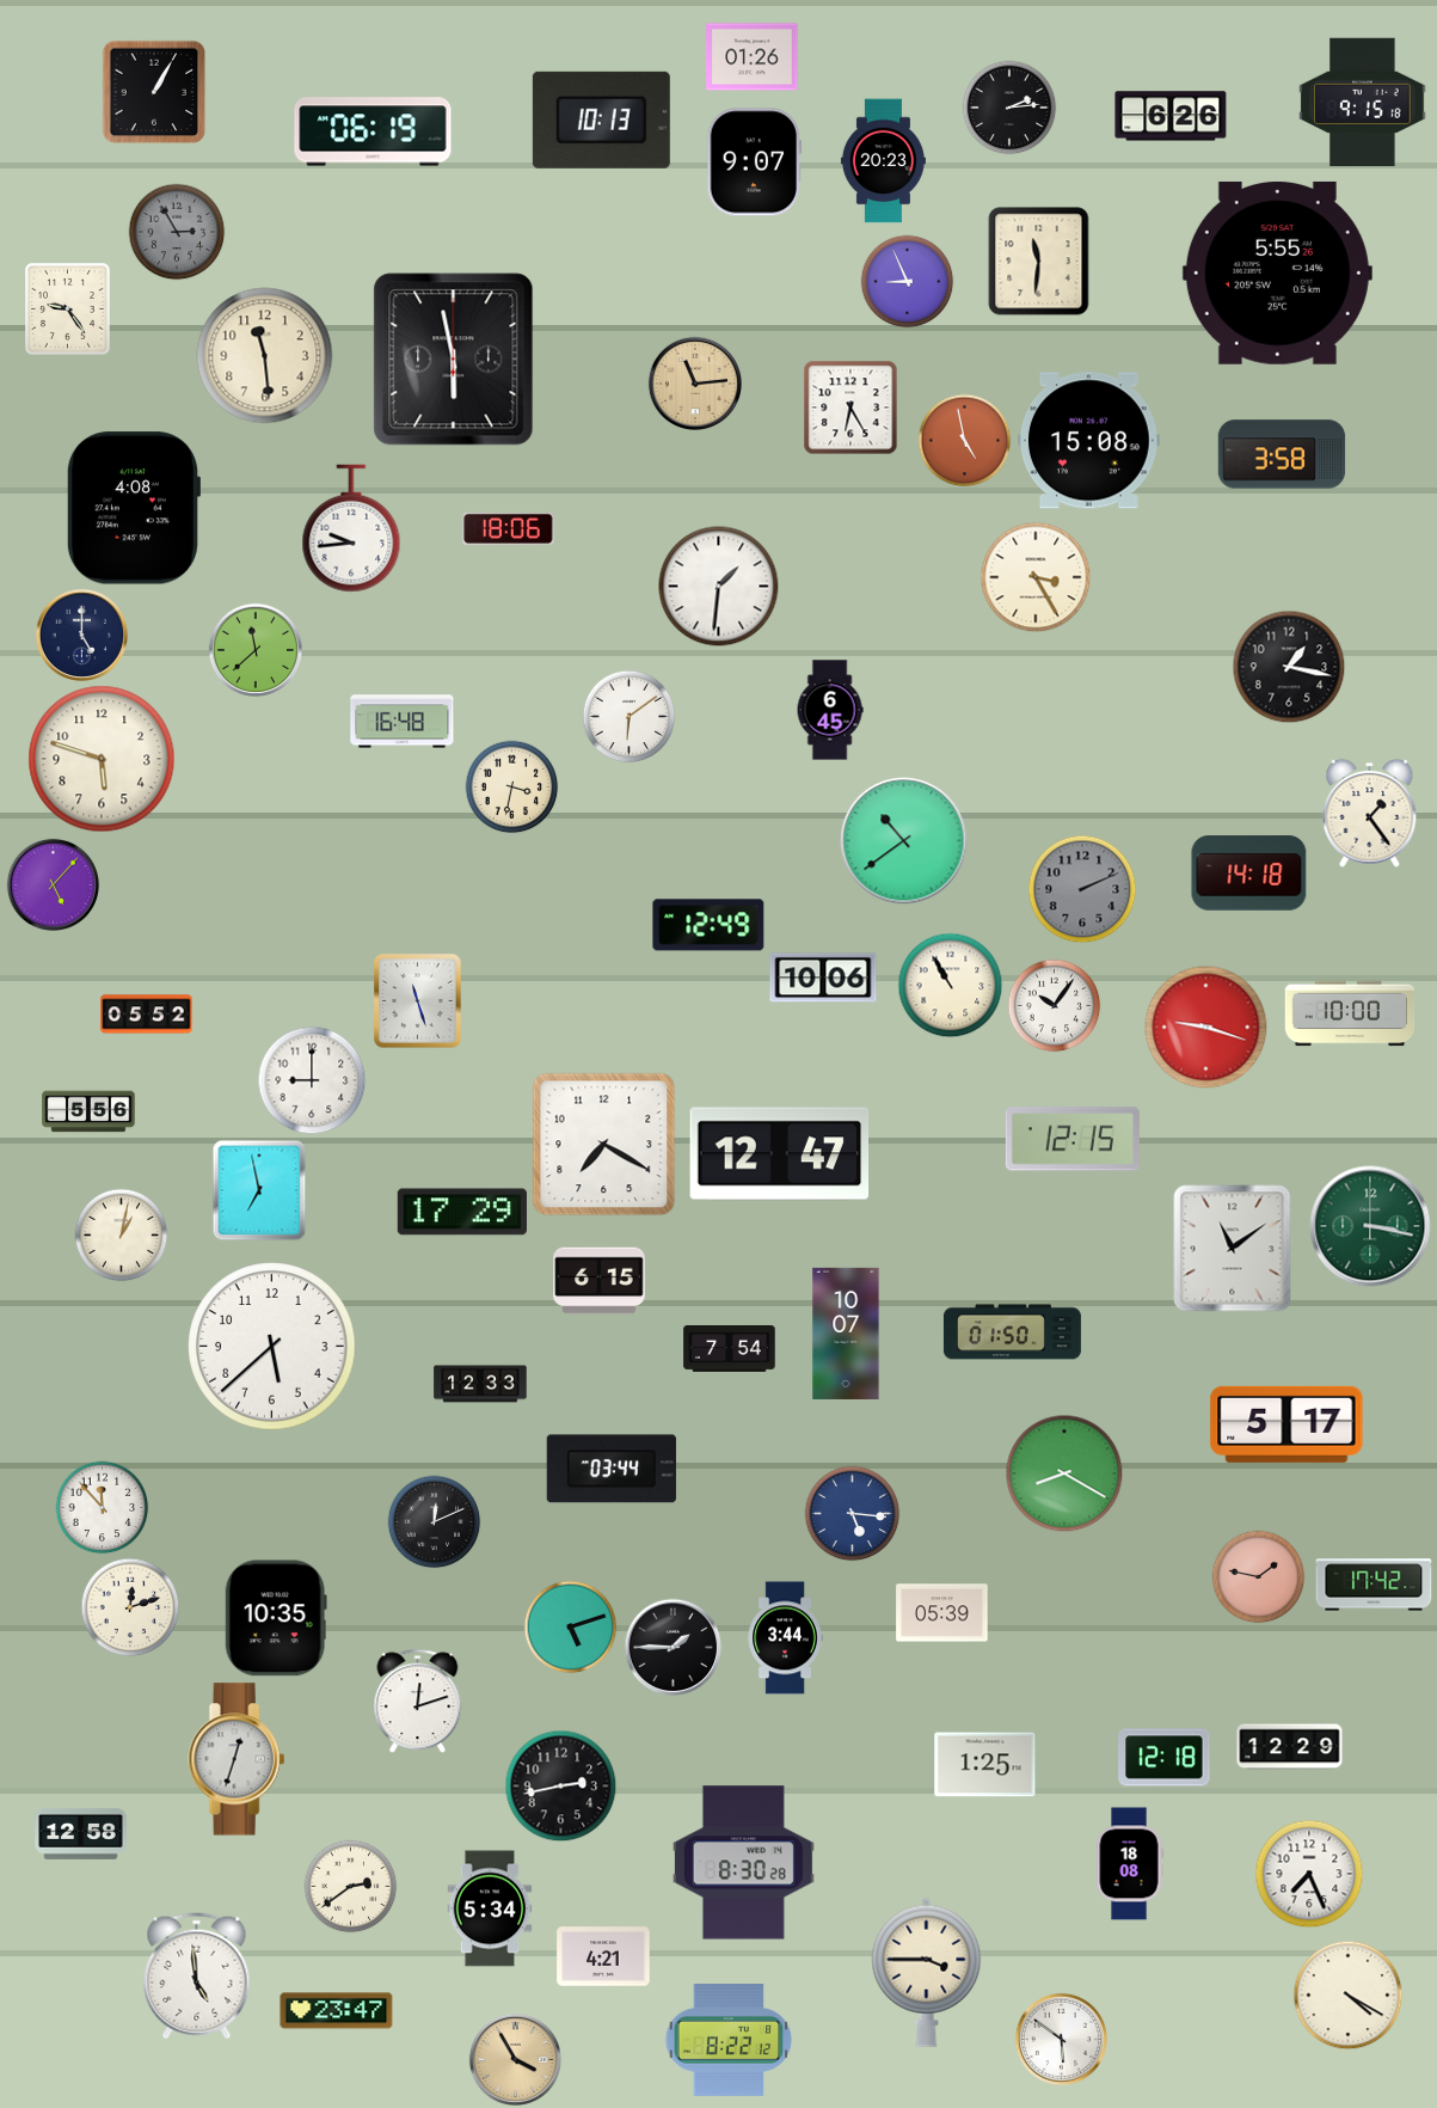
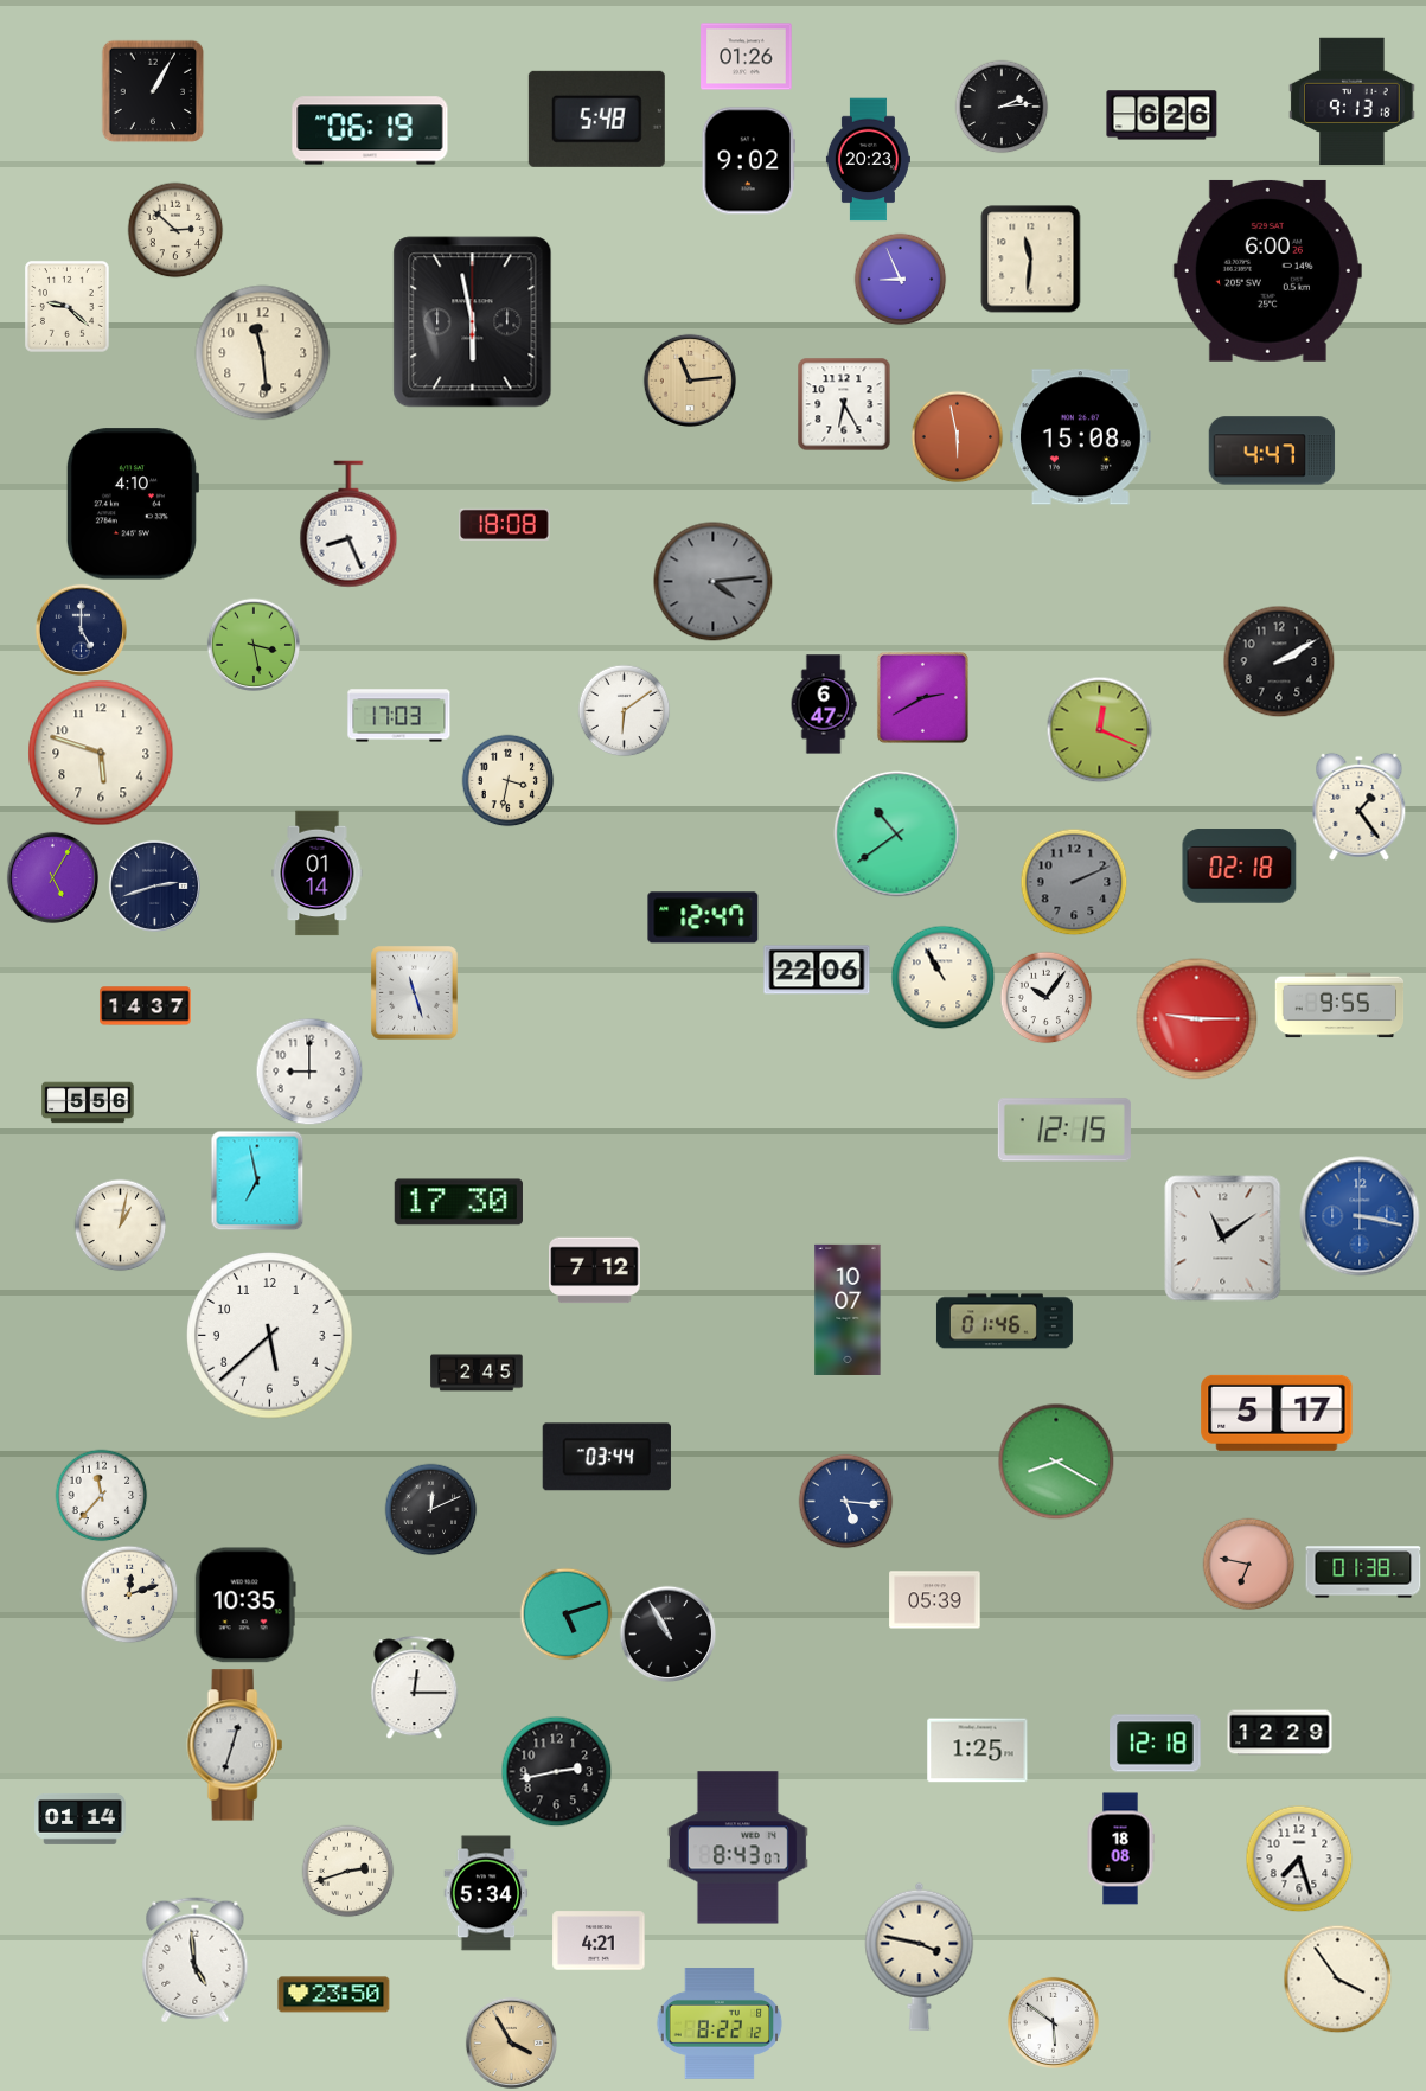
clock at (1363, 103): 9:15 -> 9:13
clock at (601, 120): 10:13 -> 5:48
clock at (883, 161) position: (883, 161) -> (868, 160)
clock at (754, 163): 9:07 -> 9:02
clock at (177, 232): 2:55 -> 2:52
clock at (177, 232) dial: grey -> cream
clock at (1277, 272): 5:55 -> 6:00
clock at (68, 310): 9:24 -> 9:22
clock at (454, 360) position: (454, 360) -> (473, 322)
clock at (964, 440): 4:58 -> 5:58
clock at (1282, 454): 3:58 -> 4:47
clock at (133, 508): 4:08 -> 4:10
clock at (351, 528): 9:44 -> 8:26
clock at (509, 528): 18:06 -> 18:08
clock at (1036, 577): 3:25 -> none
clock at (719, 587): 1:31 -> 4:14
clock at (719, 587) dial: white -> grey
clock at (254, 649): 11:38 -> 3:28
clock at (1289, 667): 1:17 -> 2:10
clock at (922, 697): none -> 2:40
clock at (830, 710): 6:45 -> 6:47
clock at (403, 722): 16:48 -> 17:03
clock at (1099, 729): none -> 12:19
clock at (1249, 874): 14:18 -> 02:18
clock at (318, 874): none -> 01:14
clock at (53, 884): 5:07 -> 5:05
clock at (154, 885): none -> 2:42
clock at (708, 925): 12:49 -> 12:47
clock at (823, 978): 10:06 -> 22:06
clock at (1350, 1013): 10:00 -> 9:55
clock at (147, 1015): 05:52 -> 14:37
clock at (1206, 1028): 9:18 -> 9:15
clock at (604, 1145): 7:20 -> none
clock at (780, 1154): 12:47 -> none
clock at (462, 1212): 17:29 -> 17:30
clock at (1370, 1226) dial: green -> blue
clock at (600, 1281): 6:15 -> 7:12
clock at (1012, 1332): 01:50 -> 01:46
clock at (846, 1334) position: (846, 1334) -> (848, 1310)
clock at (730, 1349): 7:54 -> none
clock at (480, 1384): 12:33 -> 2:45
clock at (102, 1507): 11:53 -> 11:37
clock at (1258, 1576): 1:47 -> 6:47
clock at (1374, 1585): 17:42 -> 01:38
clock at (276, 1618) position: (276, 1618) -> (245, 1605)
clock at (785, 1638): 3:44 -> none
clock at (673, 1647): 1:45 -> 10:55
clock at (418, 1701): 12:12 -> 12:15
clock at (81, 1833): 12:58 -> 01:14
clock at (743, 1863): 8:30 -> 8:43
clock at (1309, 1874): 7:26 -> 7:27
clock at (350, 1886): 2:39 -> 2:42
clock at (927, 1972): 3:45 -> 3:47
clock at (1347, 1994): 4:20 -> 3:54
clock at (337, 2011): 23:47 -> 23:50
clock at (729, 2041) position: (729, 2041) -> (720, 2025)
